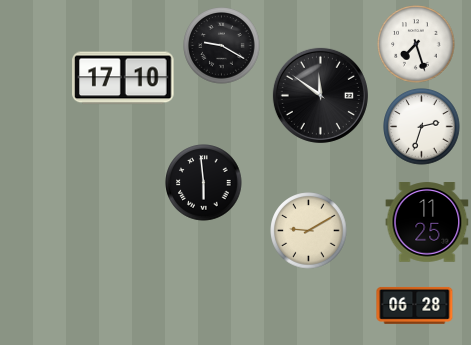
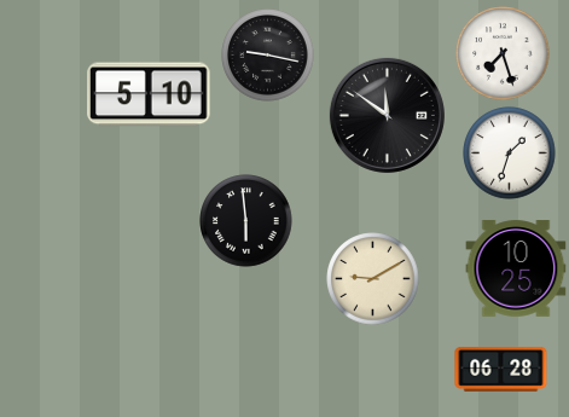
clock at (222, 46): 9:20 -> 9:17
clock at (123, 78): 17:10 -> 5:10
clock at (422, 127): 2:33 -> 1:33
clock at (427, 222): 11:25 -> 10:25
